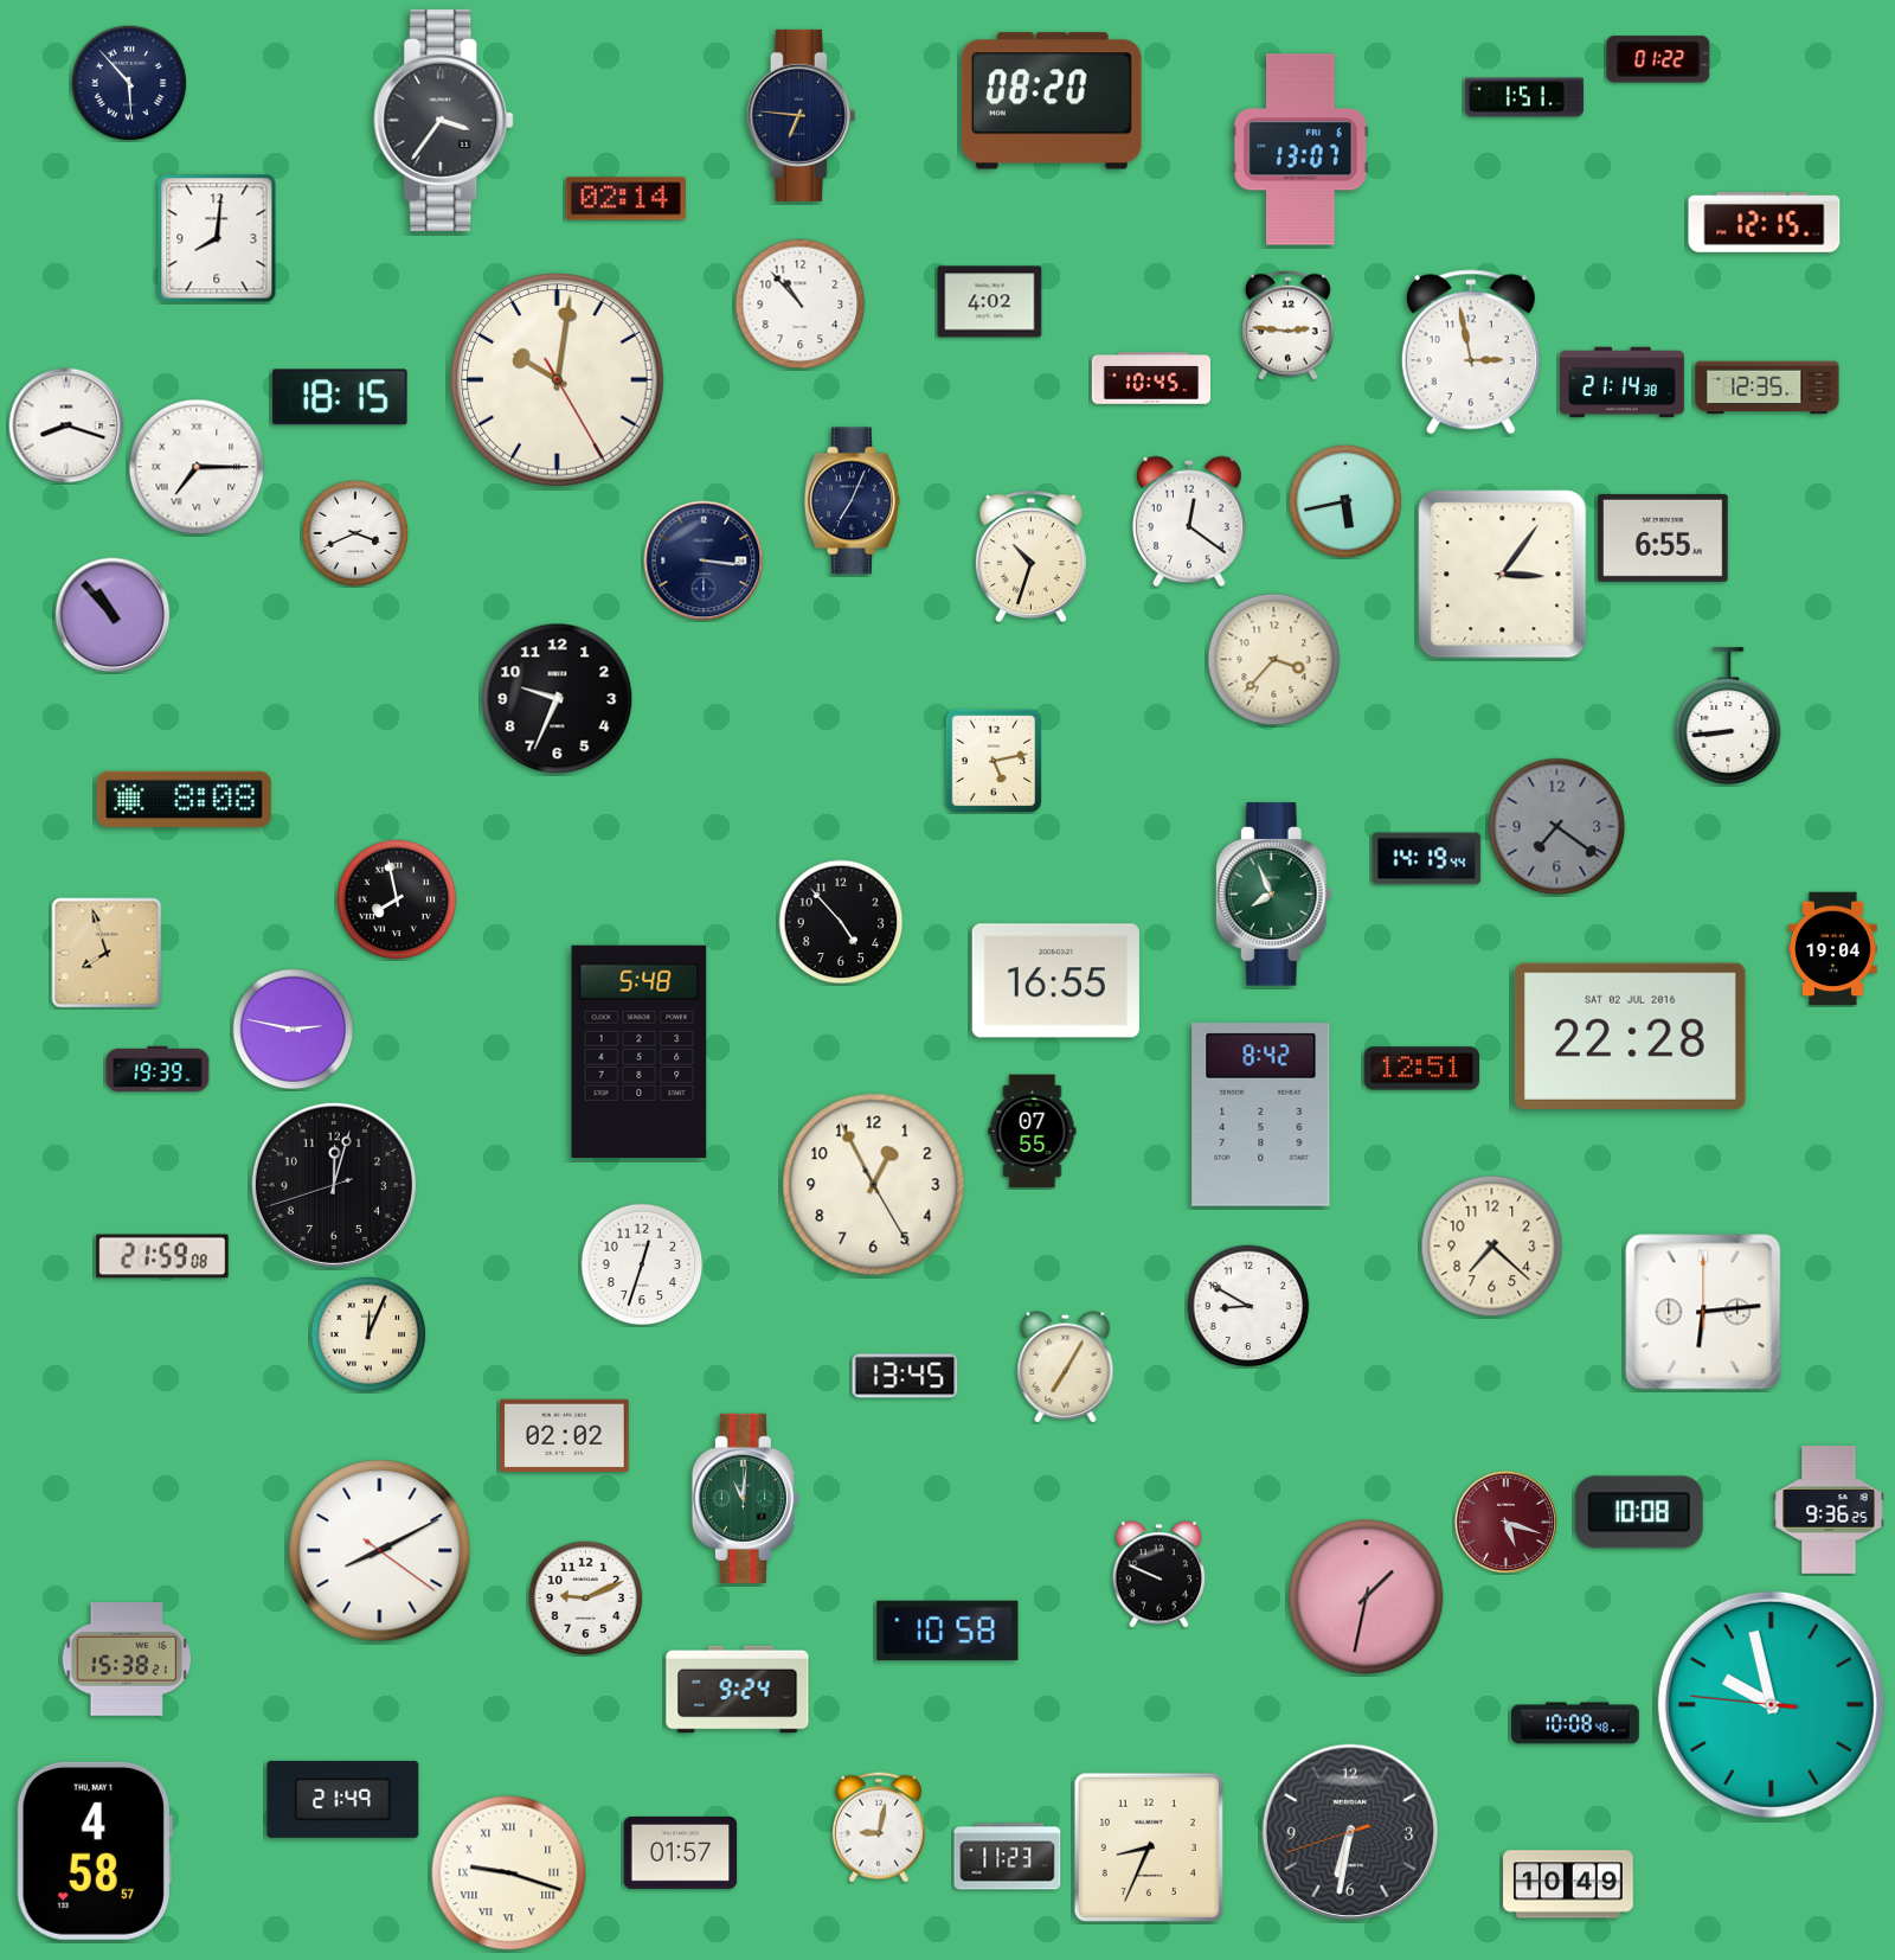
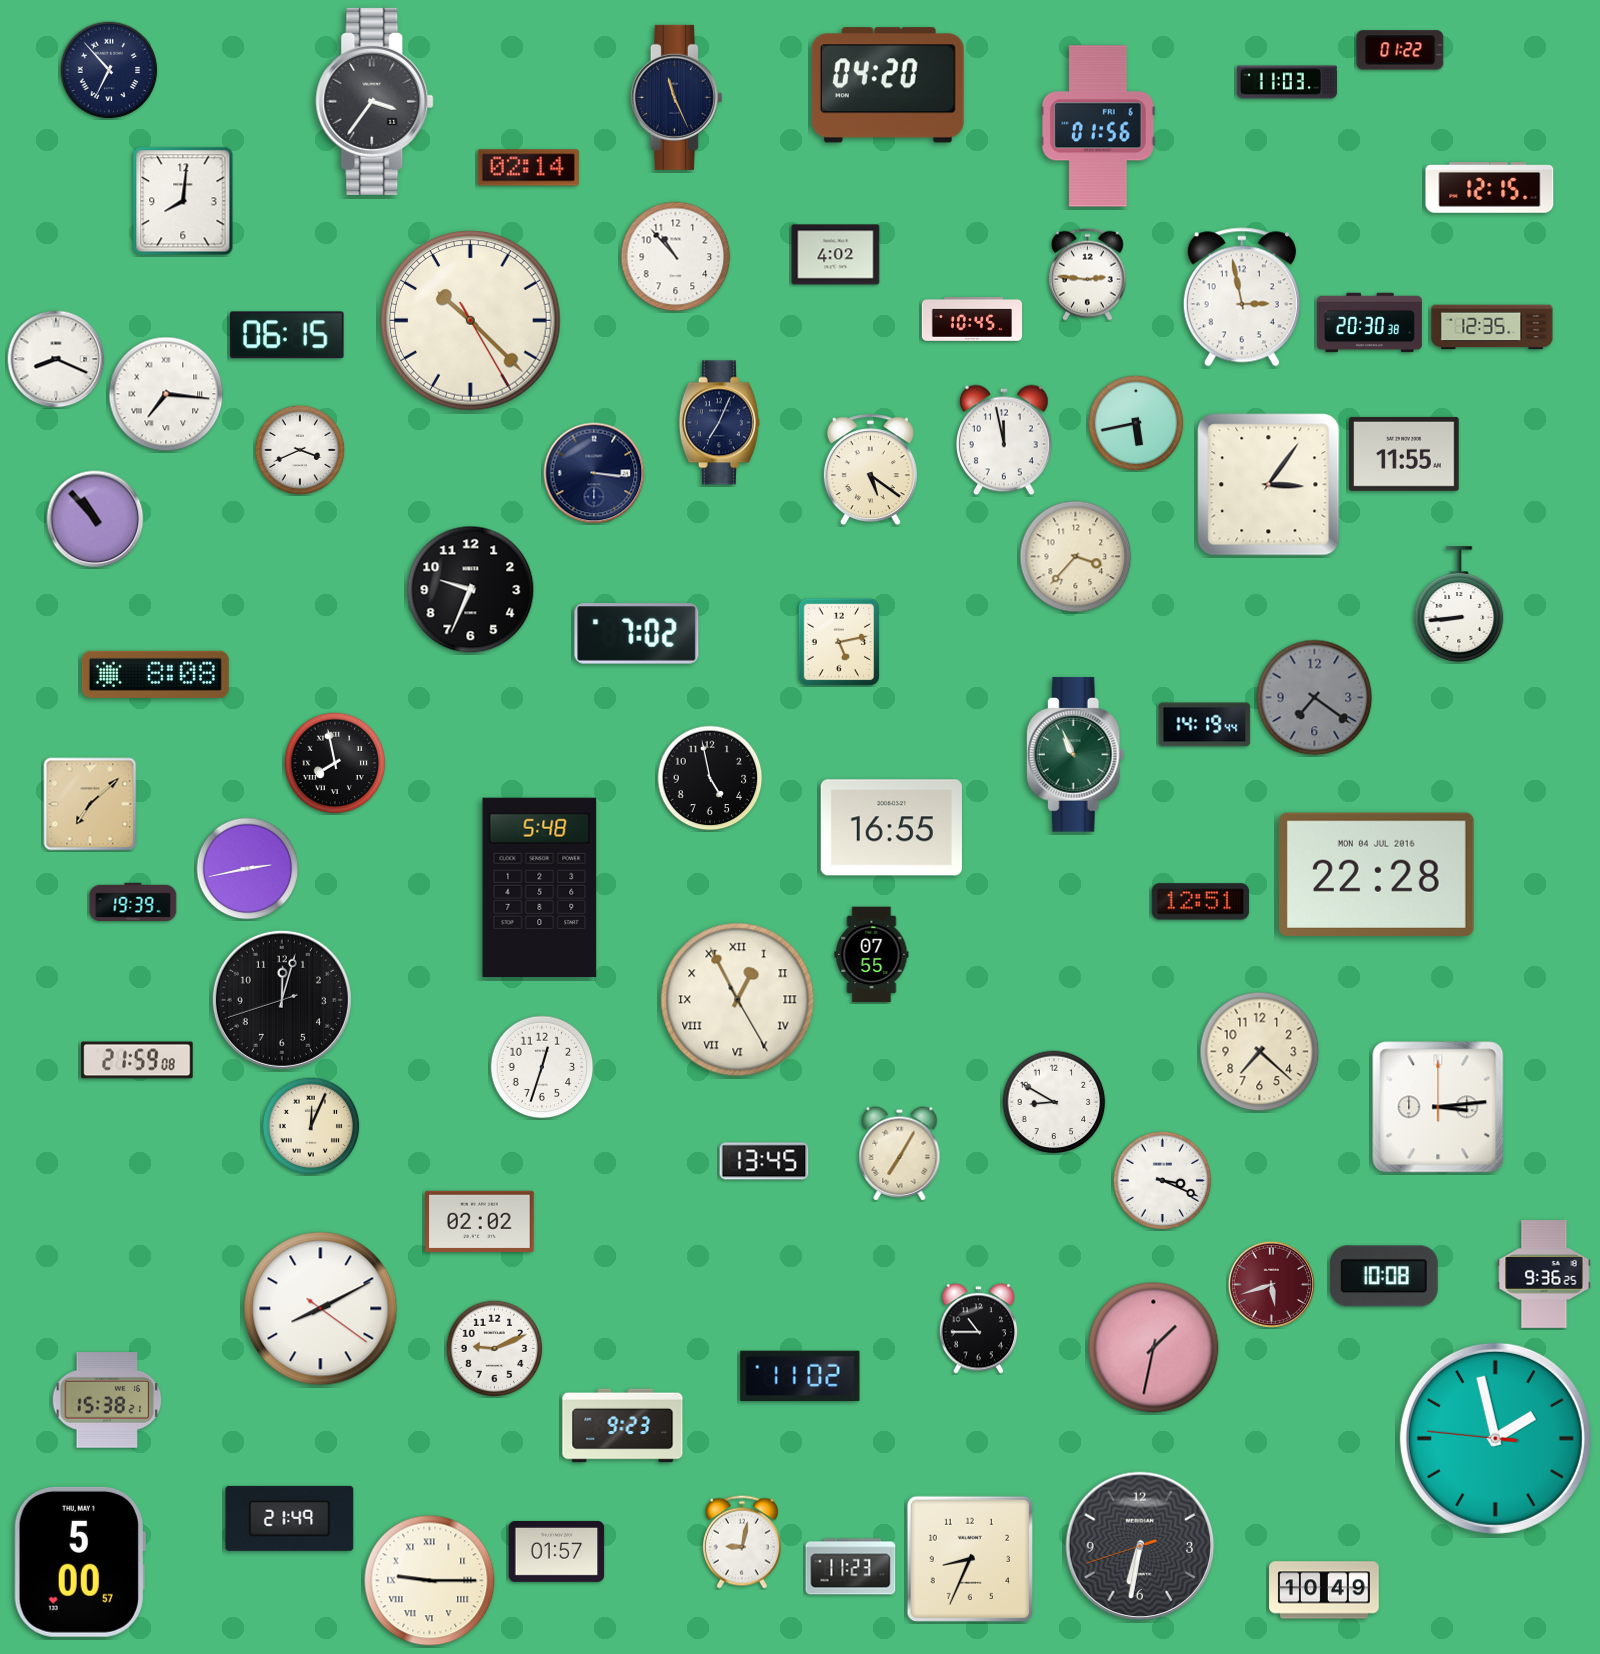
clock at (129, 83): 5:53 -> 6:53
clock at (1523, 97): 1:51 -> 11:03
clock at (1052, 101): 08:20 -> 04:20
clock at (801, 115): 6:46 -> 11:26
clock at (1302, 149): 13:07 -> 01:56
clock at (558, 380): 10:01 -> 10:22
clock at (1621, 383): 21:14 -> 20:30
clock at (340, 397): 18:15 -> 06:15
clock at (66, 425): 8:18 -> 8:19
clock at (197, 467): 7:15 -> 7:16
clock at (1189, 521): 12:21 -> 11:58
clock at (1663, 538): 6:55 -> 11:55
clock at (1030, 557): 10:33 -> 5:21
clock at (637, 634): none -> 7:02
clock at (1273, 895): 7:56 -> 10:56
clock at (397, 899) position: (397, 899) -> (335, 763)
clock at (841, 922): 4:53 -> 4:58
clock at (1833, 949): 19:04 -> none
clock at (107, 953): 7:57 -> 7:08
clock at (294, 1030): 2:47 -> 2:43
clock at (1630, 1036) date: SAT 02 JUL 2016 -> MON 04 JUL 2016
clock at (1261, 1115): 8:42 -> none
clock at (874, 1185) numerals: Arabic -> Roman
clock at (1703, 1312): 6:14 -> 3:14
clock at (1163, 1181): none -> 3:19
clock at (565, 1435) position: (565, 1435) -> (480, 1221)
clock at (745, 1498): 11:01 -> none
clock at (1505, 1522): 5:18 -> 5:42
clock at (1160, 1575): 9:49 -> 10:45
clock at (947, 1631): 10:58 -> 11:02
clock at (738, 1690): 9:24 -> 9:23
clock at (1771, 1704): 9:57 -> 1:57
clock at (1575, 1723): 10:08 -> none
clock at (95, 1851): 4:58 -> 5:00
clock at (681, 1852) position: (681, 1852) -> (557, 1551)
clock at (509, 1873): 9:18 -> 9:15
